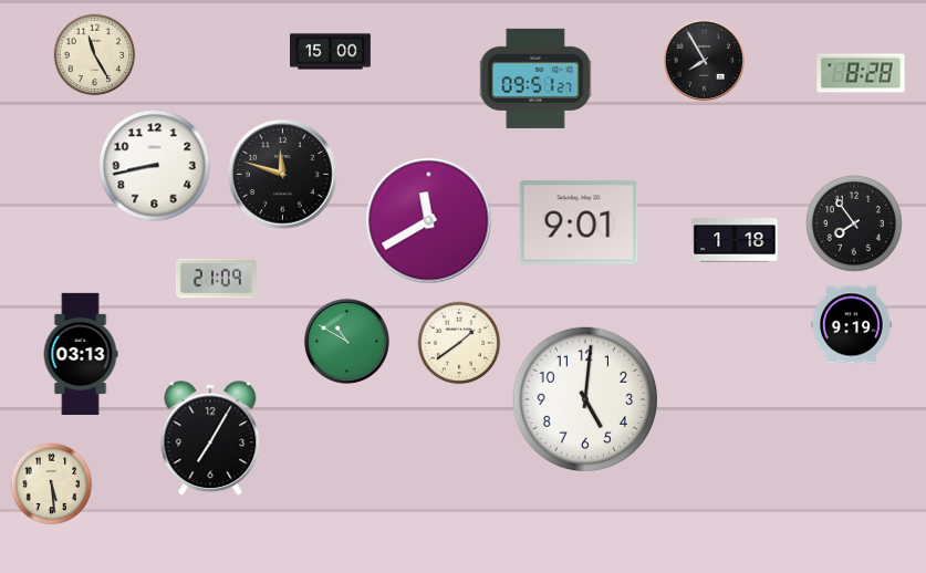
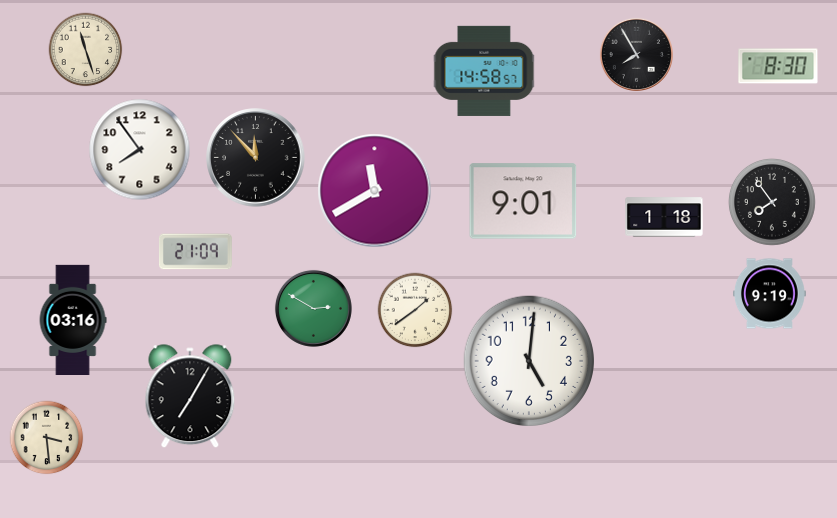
clock at (331, 52): 15:00 -> none
clock at (95, 55): 11:25 -> 11:27
clock at (861, 73): 8:28 -> 8:30
clock at (535, 79): 09:51 -> 14:58
clock at (155, 166): 8:43 -> 7:54
clock at (283, 175): 11:48 -> 11:53
clock at (429, 221) position: (429, 221) -> (375, 191)
clock at (346, 341): 10:50 -> 2:50
clock at (81, 353): 03:13 -> 03:16
clock at (52, 485): 5:29 -> 3:29
